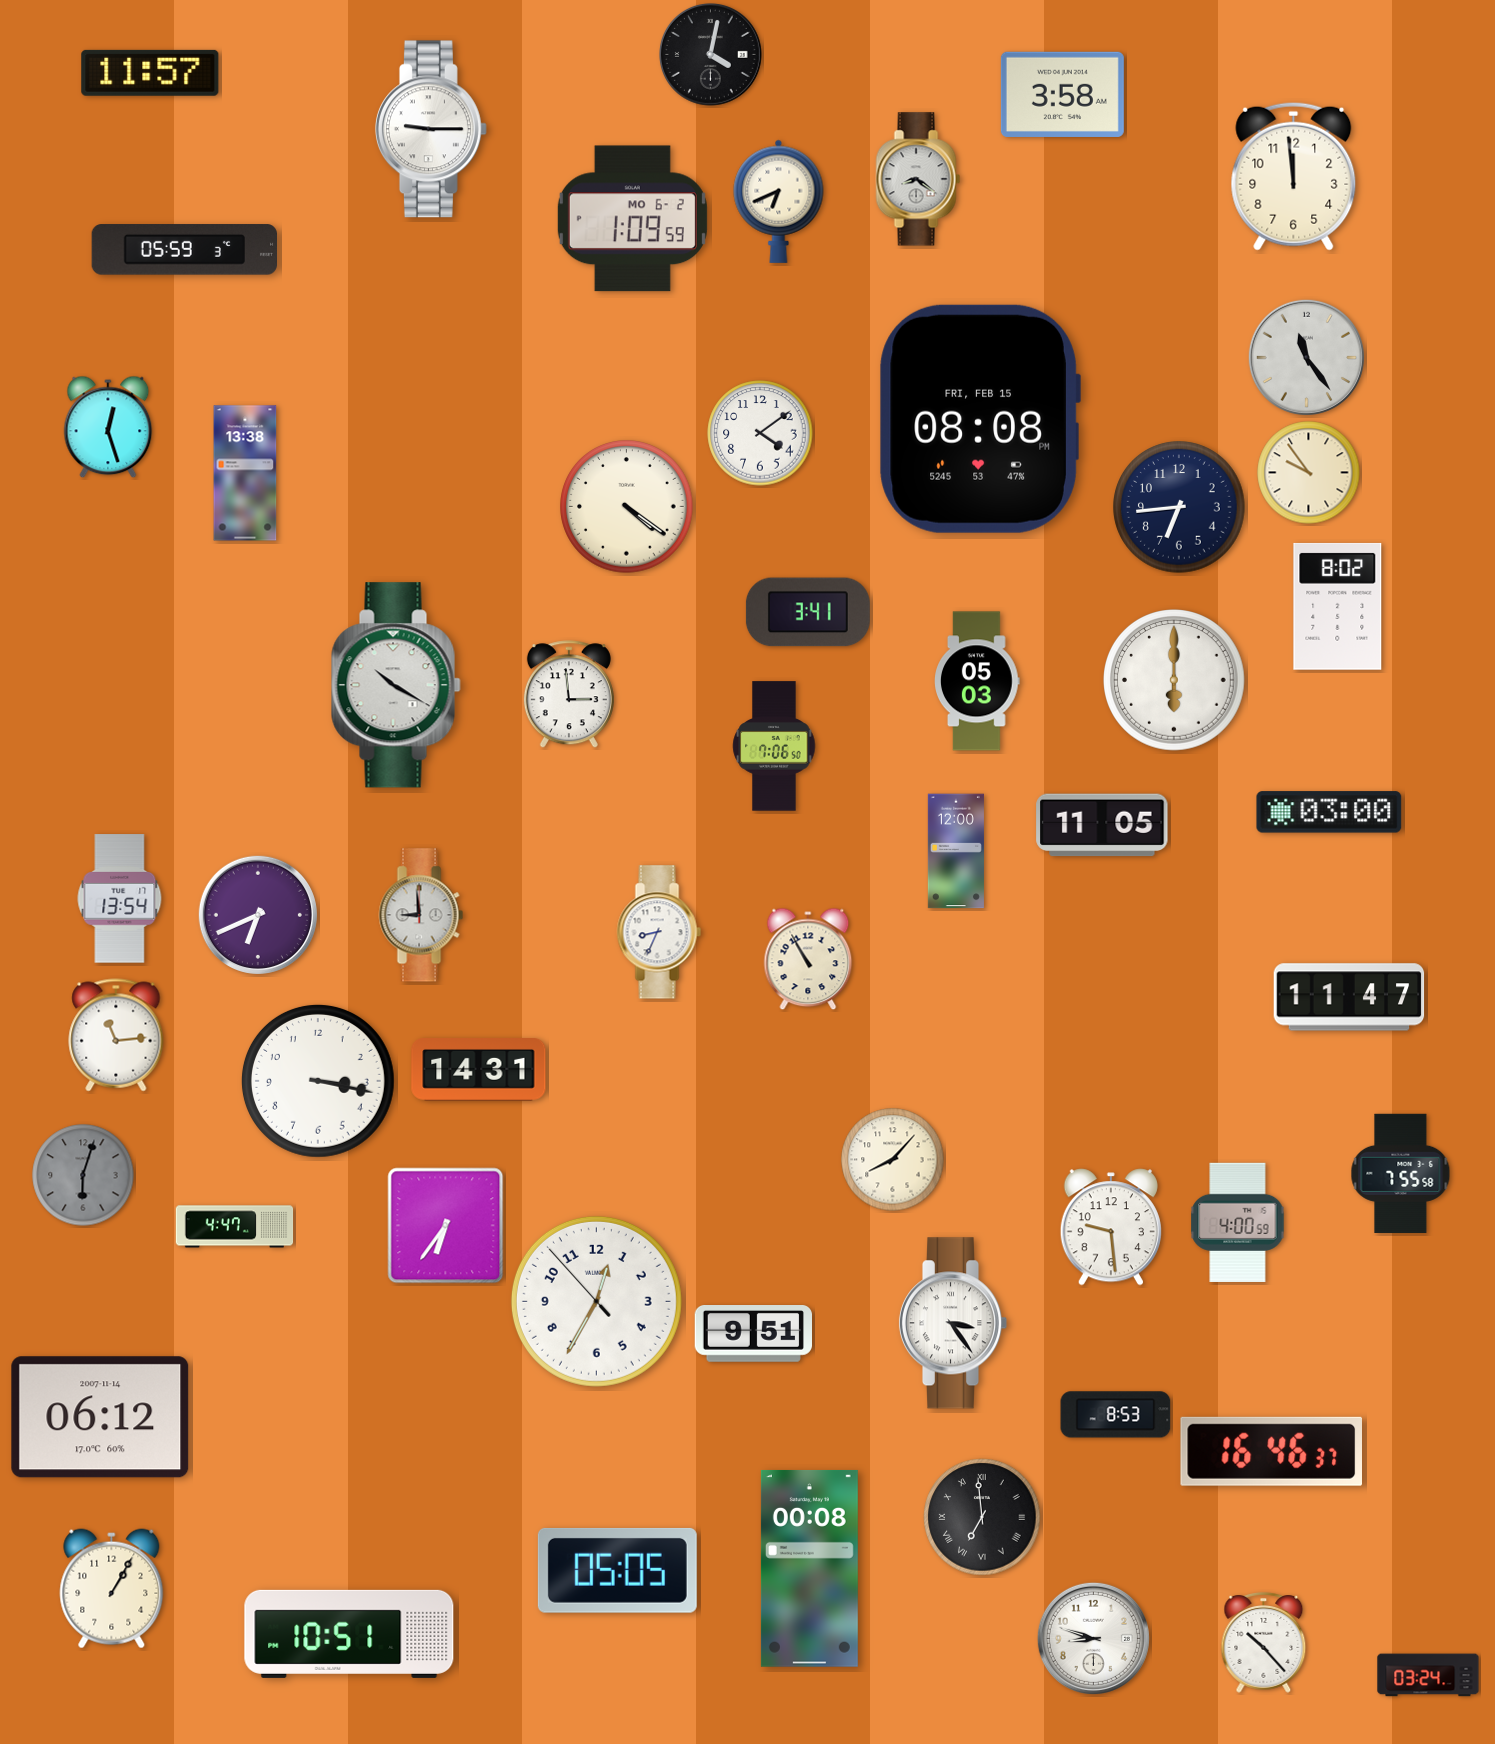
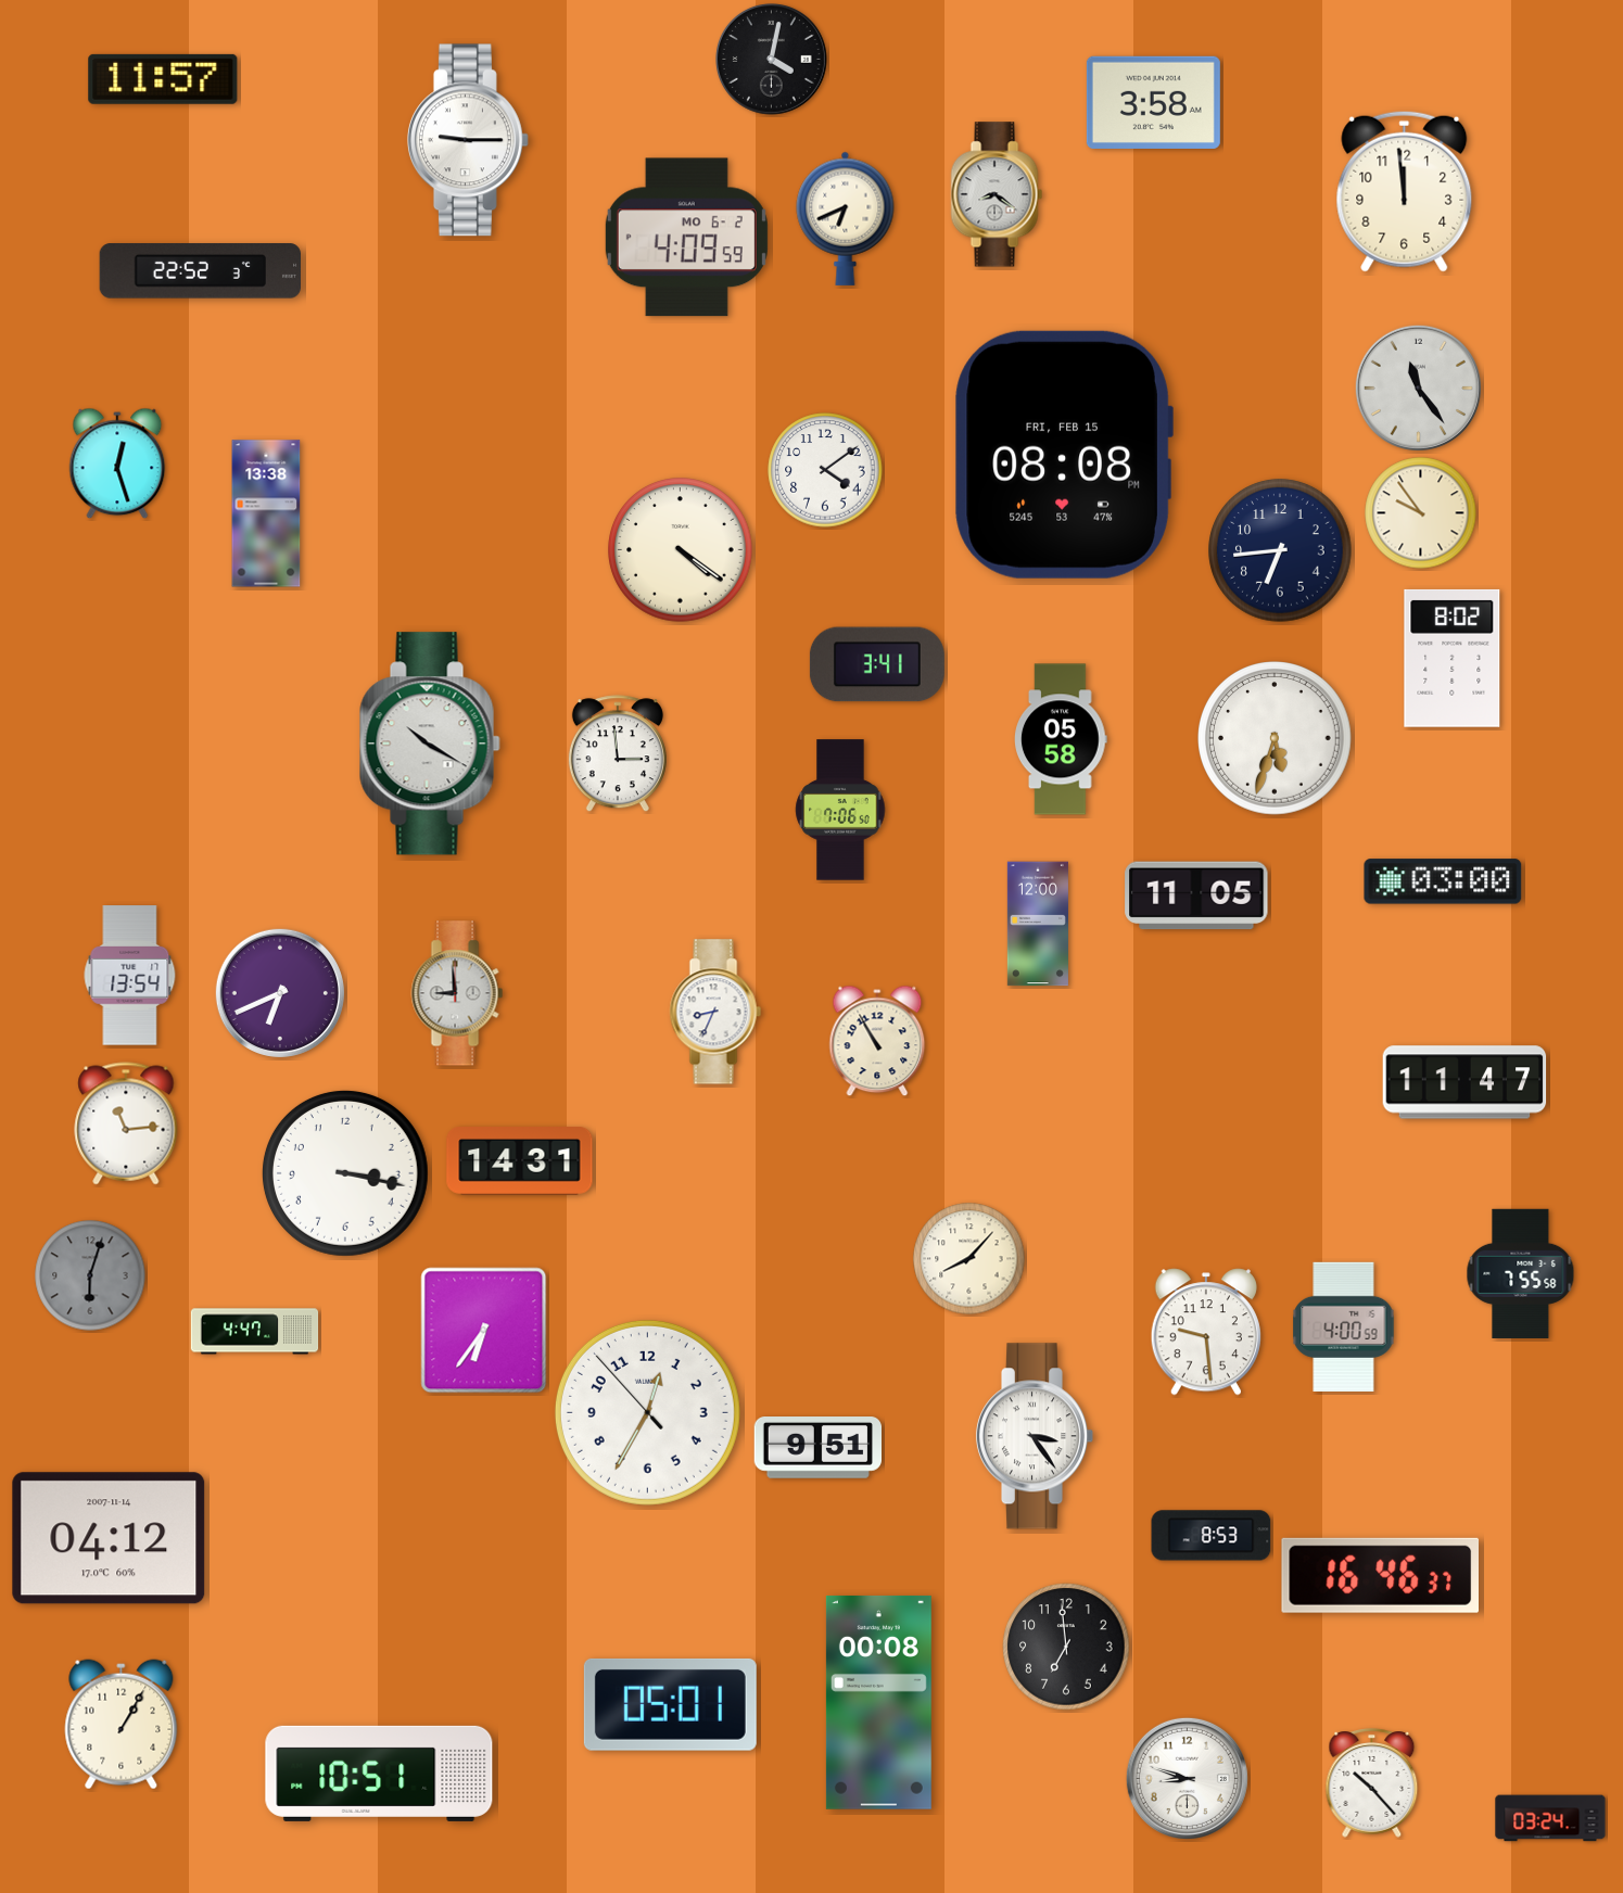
clock at (632, 219): 1:09 -> 4:09
clock at (185, 250): 05:59 -> 22:52
clock at (978, 681): 05:03 -> 05:58
clock at (1175, 681): 6:00 -> 5:33
clock at (100, 1417): 06:12 -> 04:12
clock at (982, 1517) numerals: Roman -> Arabic
clock at (617, 1570): 05:05 -> 05:01
